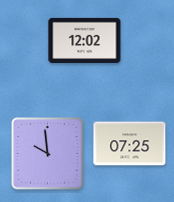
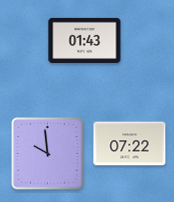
clock at (85, 40): 12:02 -> 01:43
clock at (130, 144): 07:25 -> 07:22
